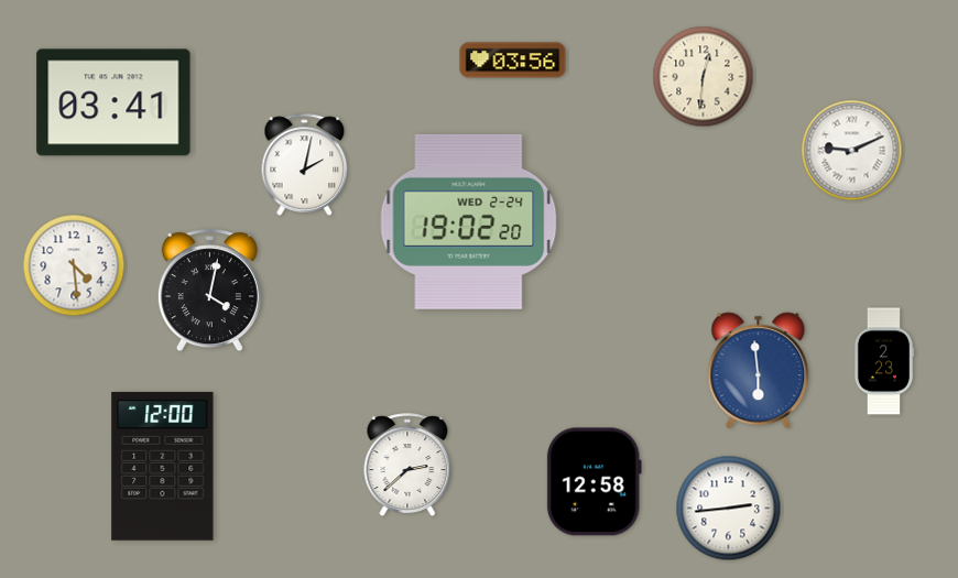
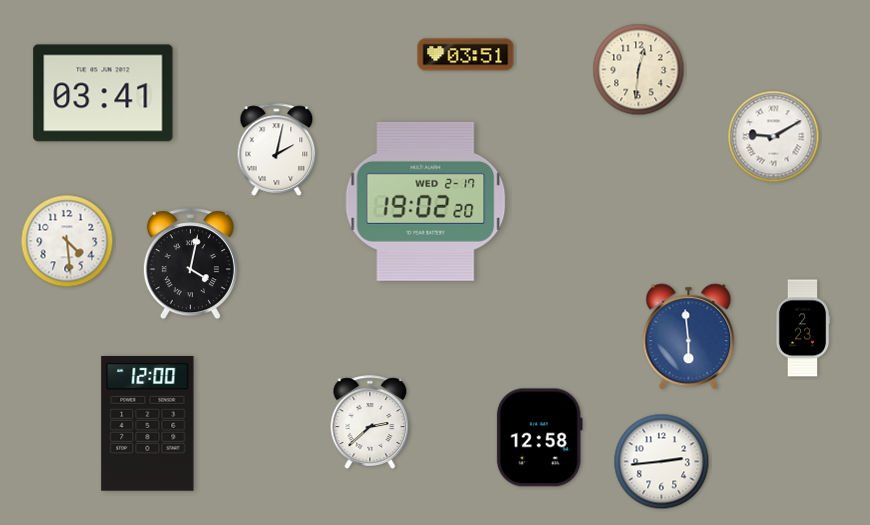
clock at (513, 61): 03:56 -> 03:51
clock at (852, 151): 9:11 -> 9:10
clock at (469, 221) date: WED 2-24 -> WED 2-17
